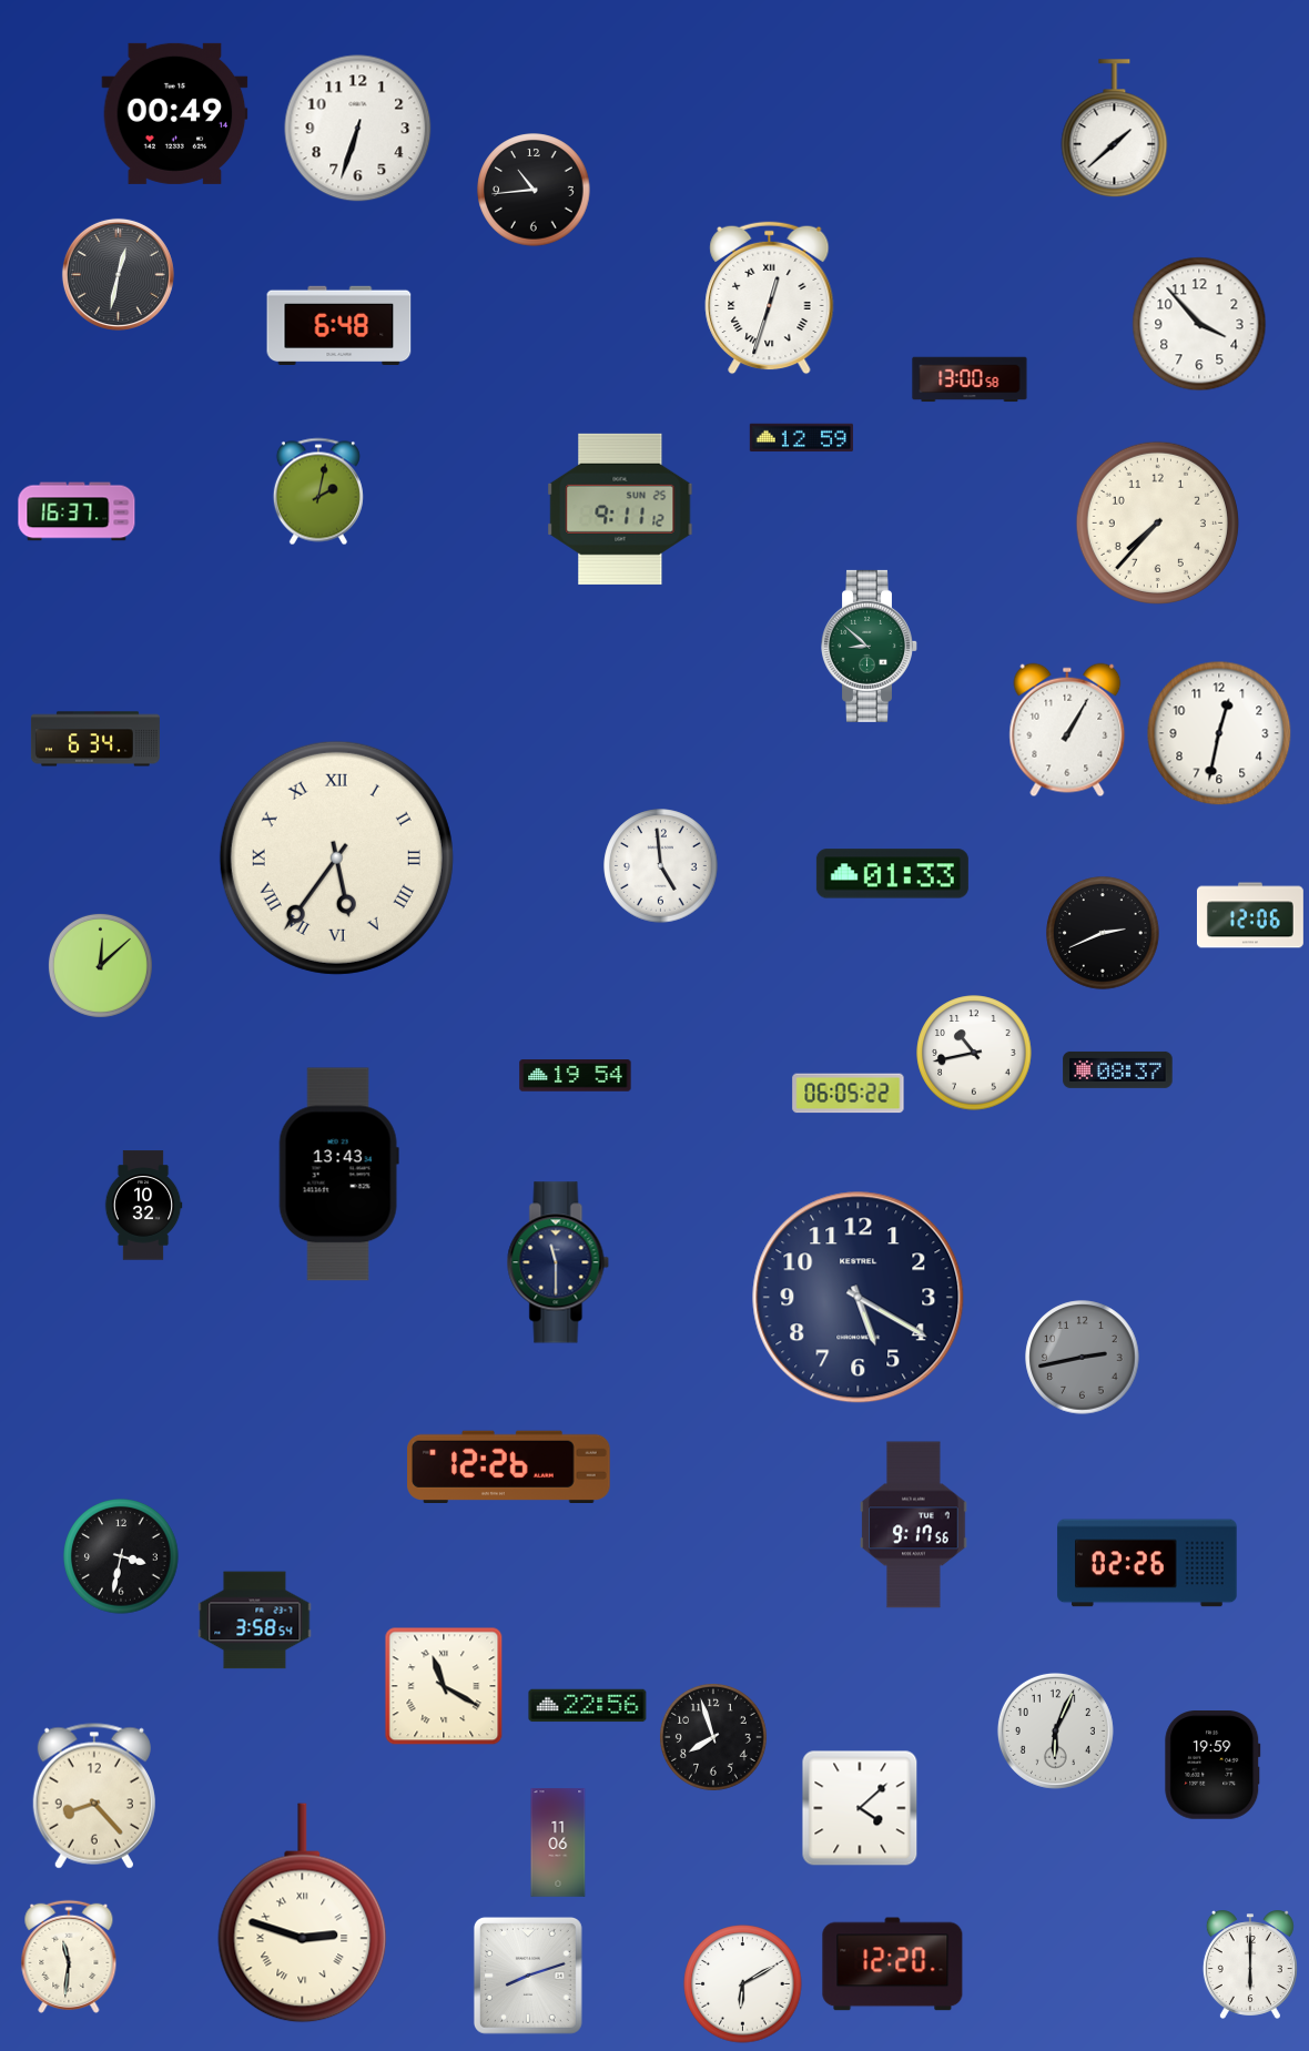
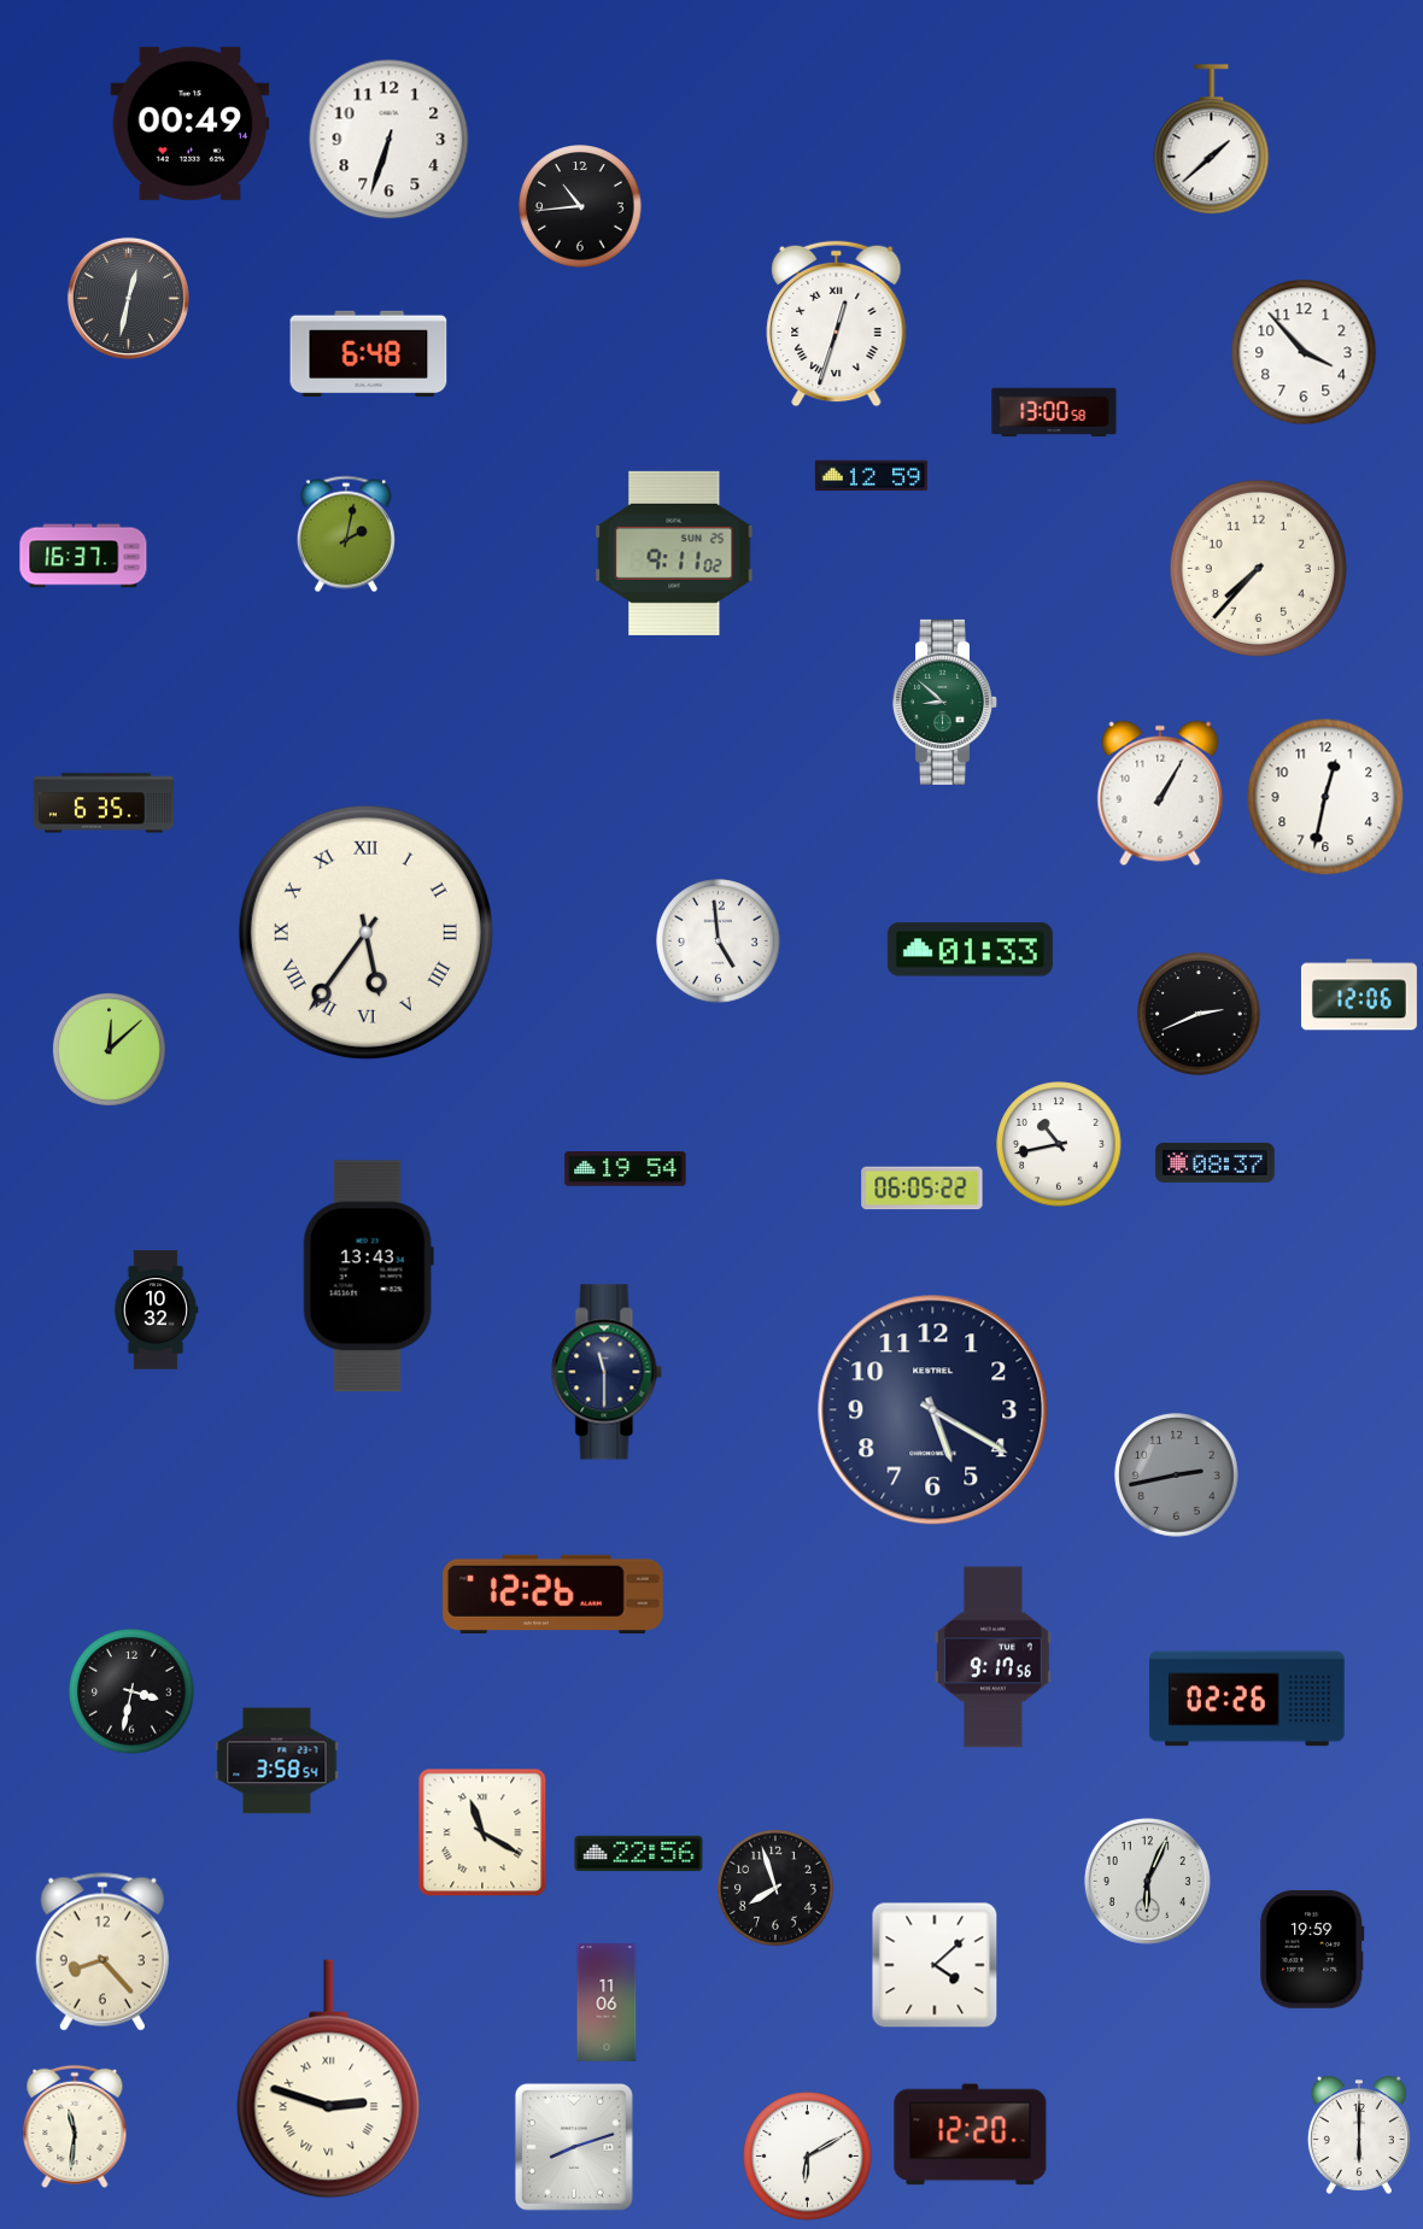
clock at (620, 509): 9:11:12 -> 9:11:02
clock at (95, 739): 6:34 -> 6:35
clock at (1212, 1766) position: (1212, 1766) -> (1312, 1951)
